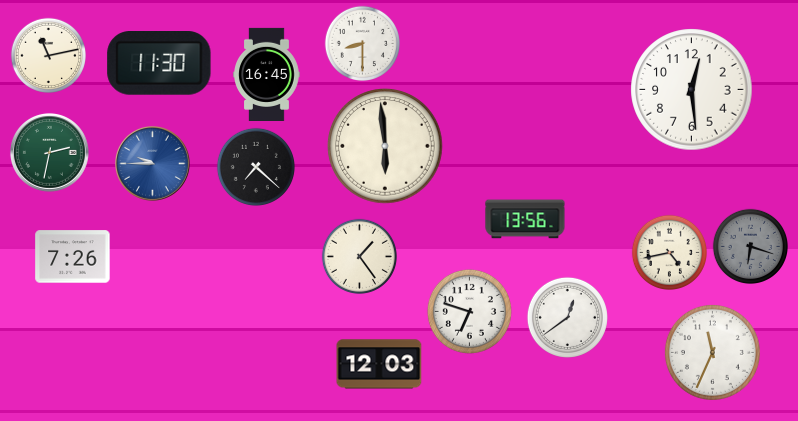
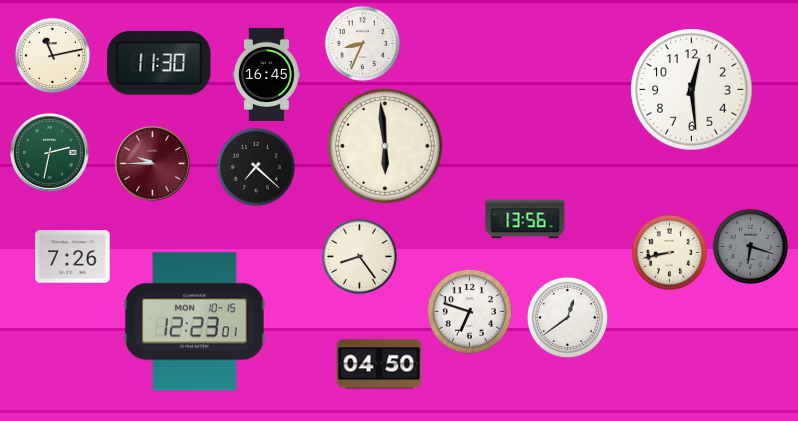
clock at (362, 43): 8:30 -> 8:34
clock at (48, 55) position: (48, 55) -> (52, 55)
clock at (153, 164) dial: blue -> burgundy
clock at (669, 252): 4:43 -> 8:43
clock at (359, 256): 1:24 -> 8:24
clock at (195, 322): none -> 12:23
clock at (712, 352): 11:34 -> none
clock at (379, 364): 12:03 -> 04:50
